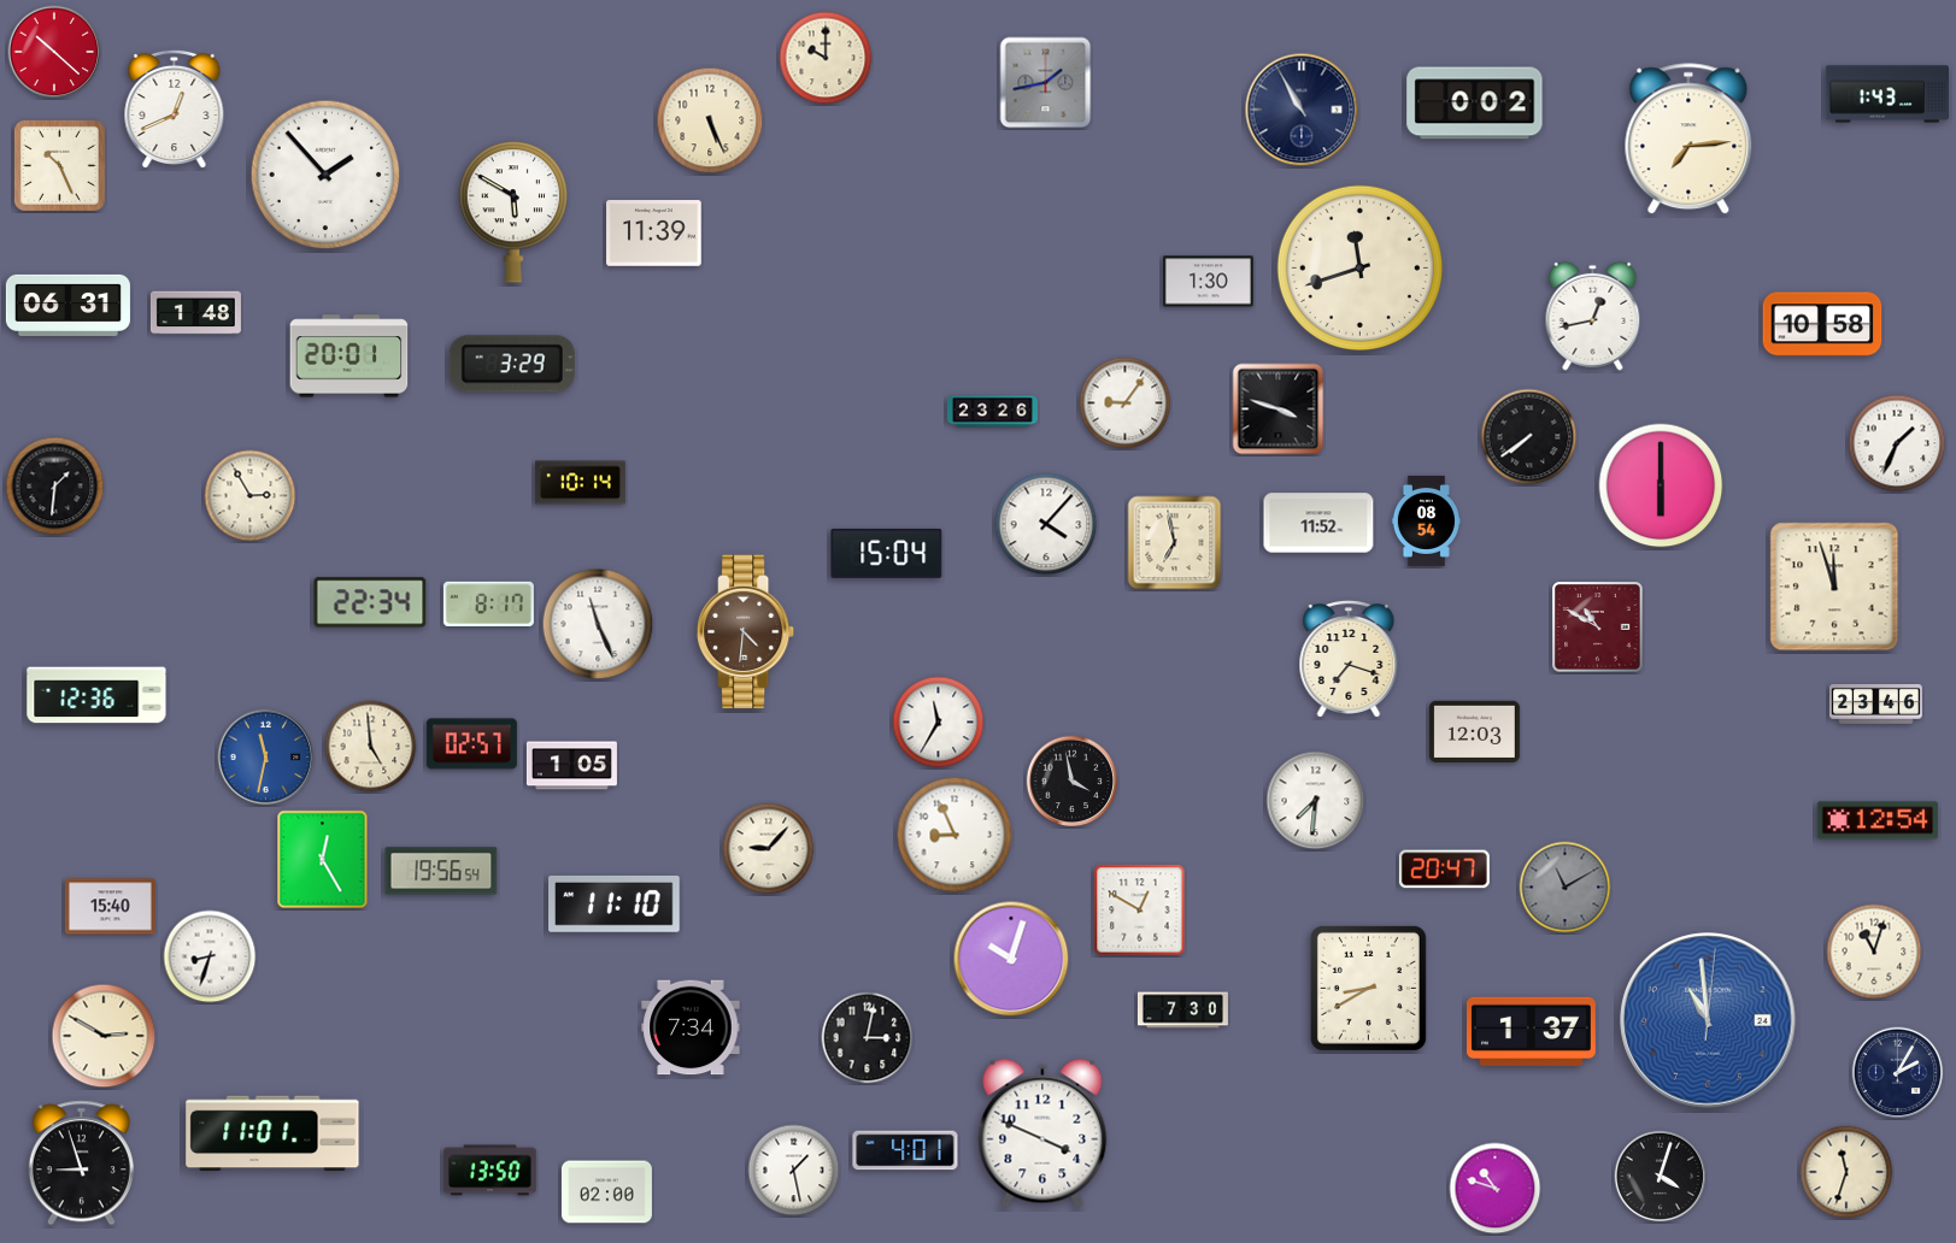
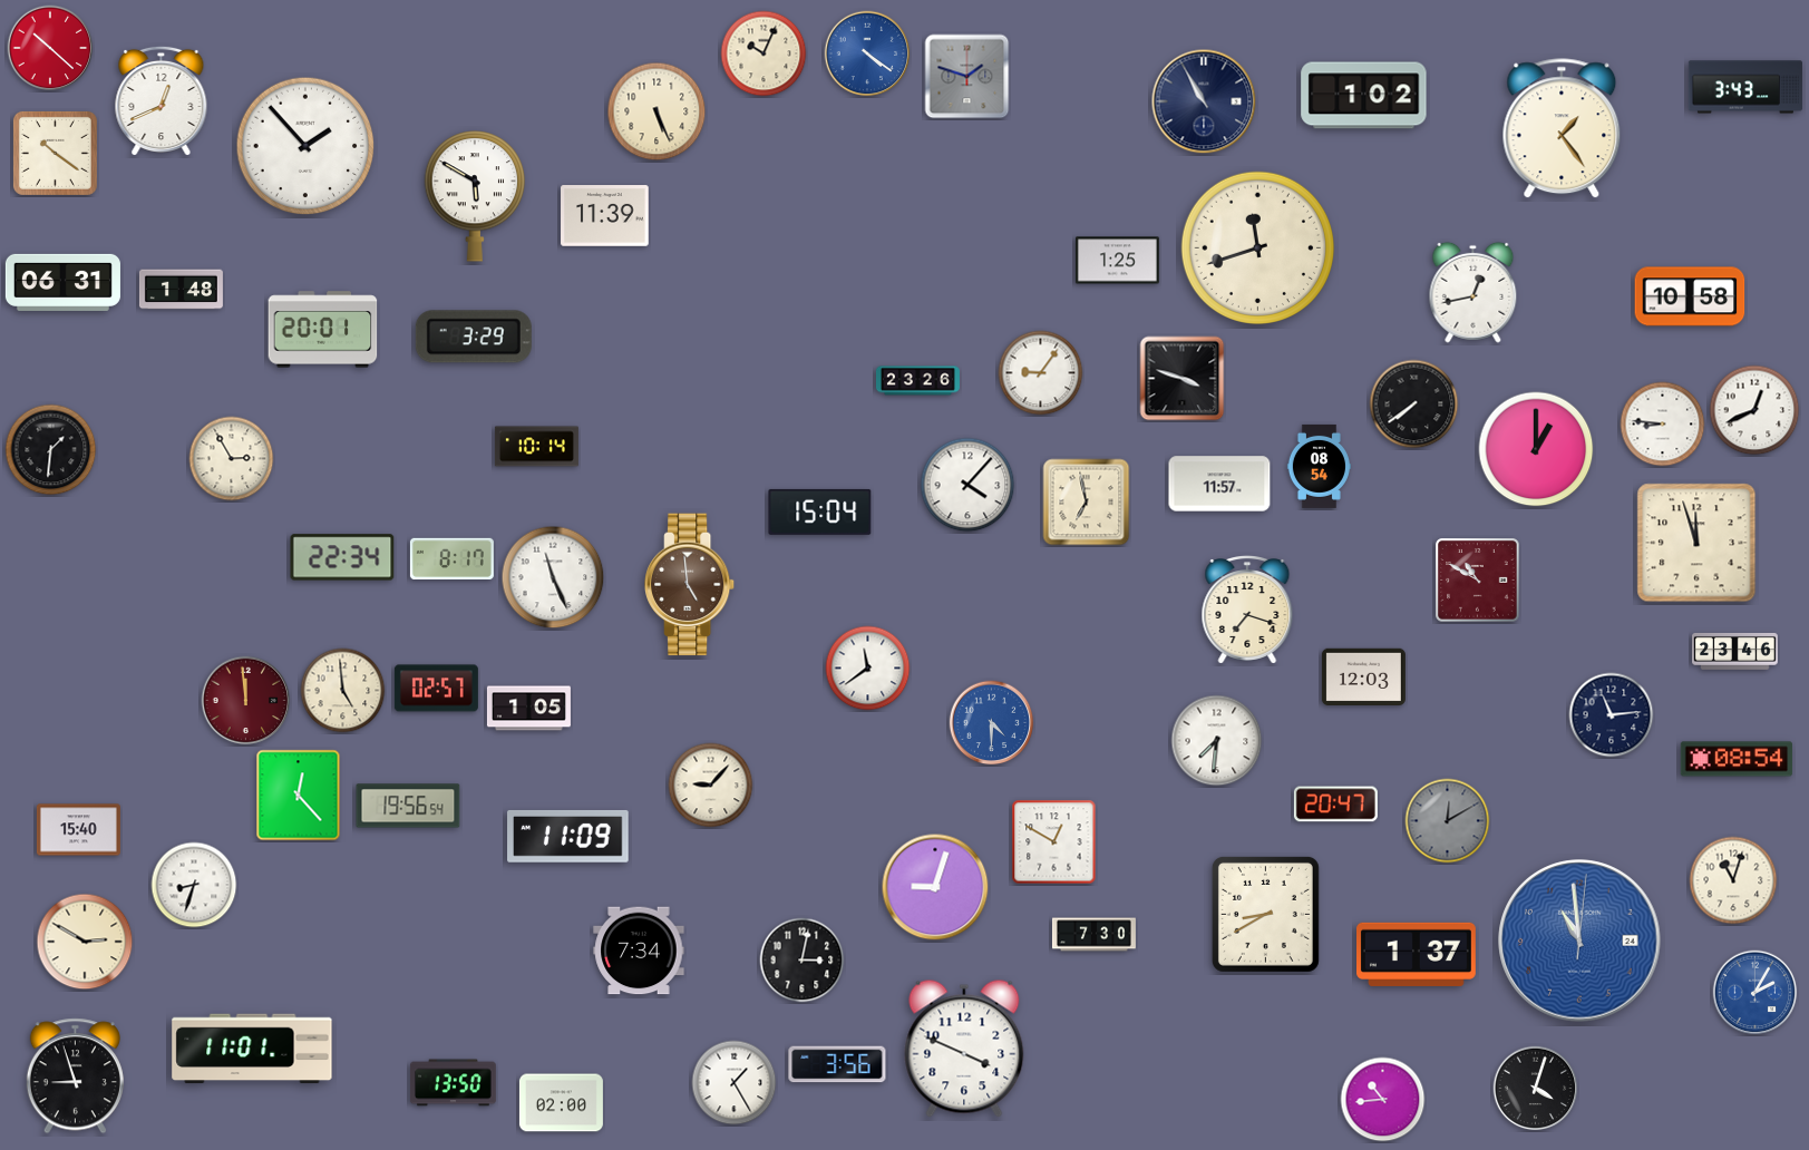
clock at (826, 58): 10:00 -> 10:04
clock at (867, 53): none -> 4:21
clock at (1046, 83): 1:43 -> 1:48
clock at (1887, 94): 1:43 -> 3:43
clock at (1475, 104): 0:02 -> 1:02
clock at (1688, 140): 7:14 -> 1:24
clock at (59, 165): 10:26 -> 10:21
clock at (325, 175) position: (325, 175) -> (305, 146)
clock at (1208, 282): 1:30 -> 1:25
clock at (1822, 324) position: (1822, 324) -> (1690, 296)
clock at (1897, 443): 1:34 -> 12:41
clock at (1663, 425): none -> 8:46
clock at (1661, 485): 6:00 -> 1:00
clock at (1426, 520) position: (1426, 520) -> (1319, 466)
clock at (1318, 523): 11:52 -> 11:57
clock at (747, 632): 4:31 -> 4:59
clock at (96, 695): 12:36 -> none
clock at (939, 723): 11:35 -> 11:39
clock at (266, 758): 11:32 -> 11:59
clock at (266, 758) dial: blue -> burgundy
clock at (1612, 715): none -> 11:14
clock at (1073, 782): 3:58 -> 4:30
clock at (1073, 782) dial: black -> blue
clock at (1878, 820): 12:54 -> 08:54
clock at (954, 835): 8:56 -> none
clock at (323, 860): 12:25 -> 12:23
clock at (1566, 888): 11:10 -> 12:10
clock at (615, 905): 11:10 -> 11:09
clock at (110, 907) position: (110, 907) -> (78, 830)
clock at (1011, 959): 10:03 -> 9:03
clock at (1708, 1020) position: (1708, 1020) -> (1579, 941)
clock at (104, 1036) position: (104, 1036) -> (85, 942)
clock at (1898, 1073) dial: navy -> blue
clock at (905, 1150): 4:01 -> 3:56
clock at (794, 1171): 1:28 -> 1:25
clock at (1846, 1172): 11:33 -> none
clock at (1496, 1189): 10:48 -> 10:44
